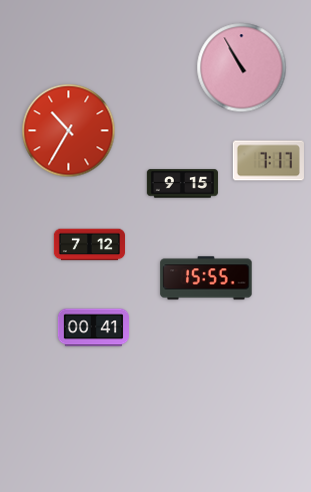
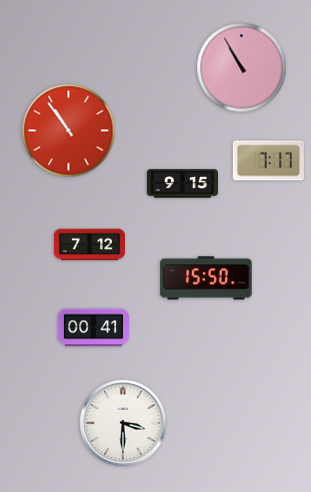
clock at (69, 131): 10:35 -> 10:54
clock at (206, 278): 15:55 -> 15:50
clock at (123, 423): none -> 3:30
